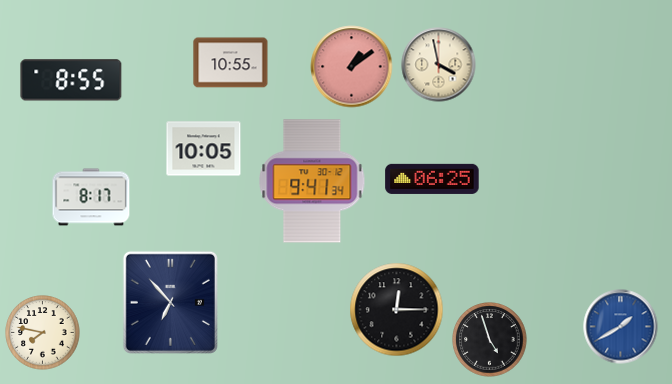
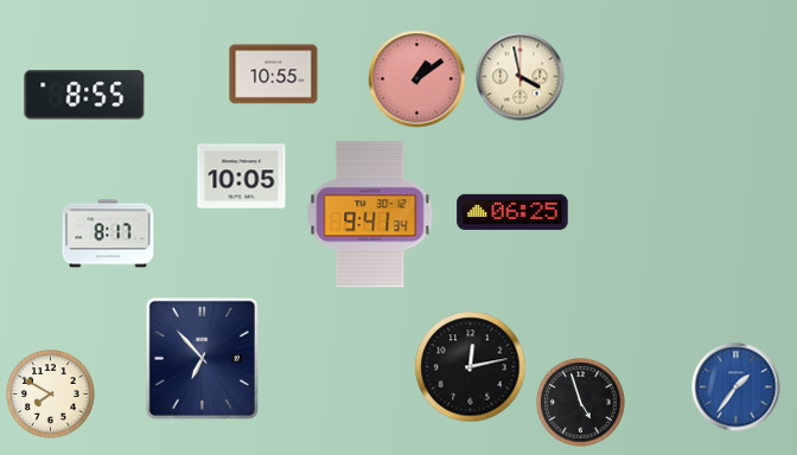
clock at (397, 310): 12:15 -> 12:13
clock at (621, 327): 1:40 -> 1:36
clock at (43, 333): 7:47 -> 7:50
